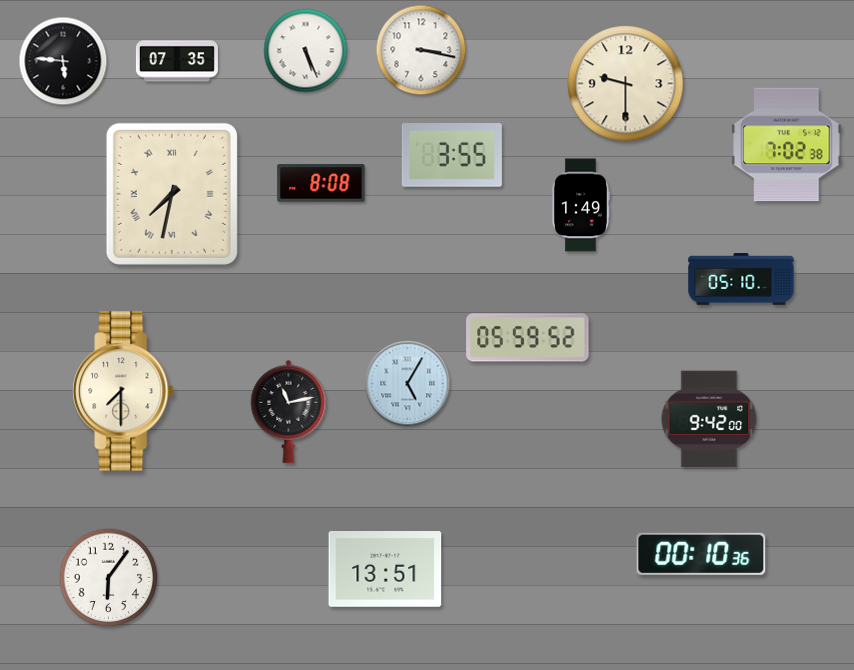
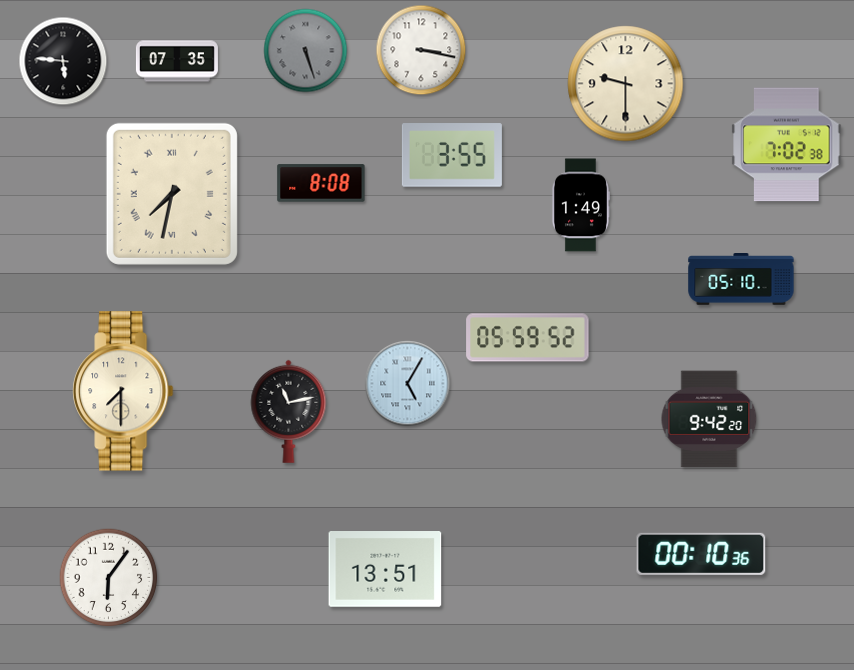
clock at (306, 51): 5:26 -> 5:27
clock at (306, 51) dial: white -> grey
clock at (709, 419): 9:42:00 -> 9:42:20
